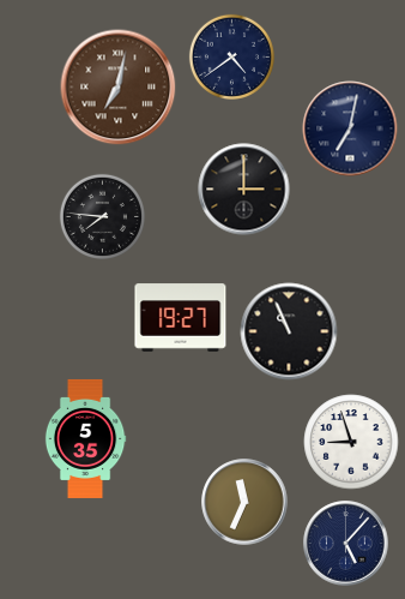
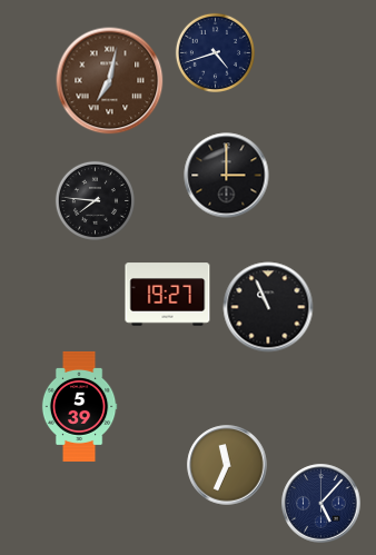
clock at (231, 56): 4:39 -> 4:42
clock at (350, 128): 7:02 -> none
clock at (85, 438): 5:35 -> 5:39
clock at (351, 442): 8:57 -> none
